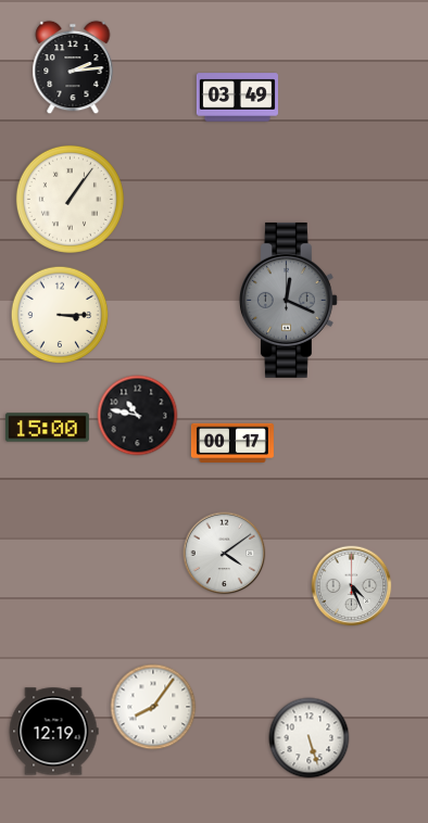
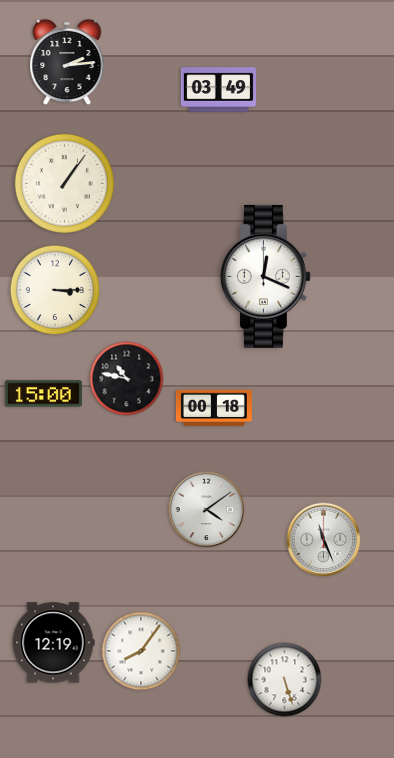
clock at (288, 300) dial: grey -> white
clock at (138, 416) position: (138, 416) -> (127, 379)
clock at (232, 442): 00:17 -> 00:18
clock at (352, 586): 4:26 -> 11:26
clock at (53, 732) position: (53, 732) -> (53, 643)
